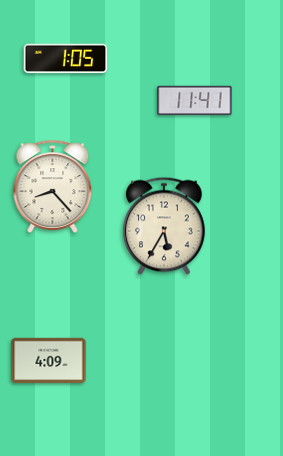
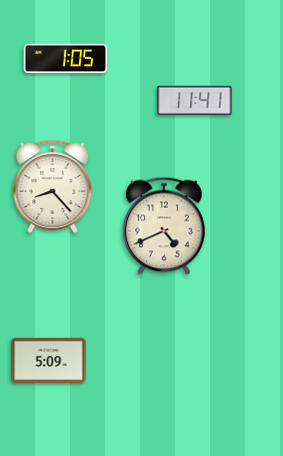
clock at (164, 226): 5:35 -> 4:41
clock at (49, 361): 4:09 -> 5:09
